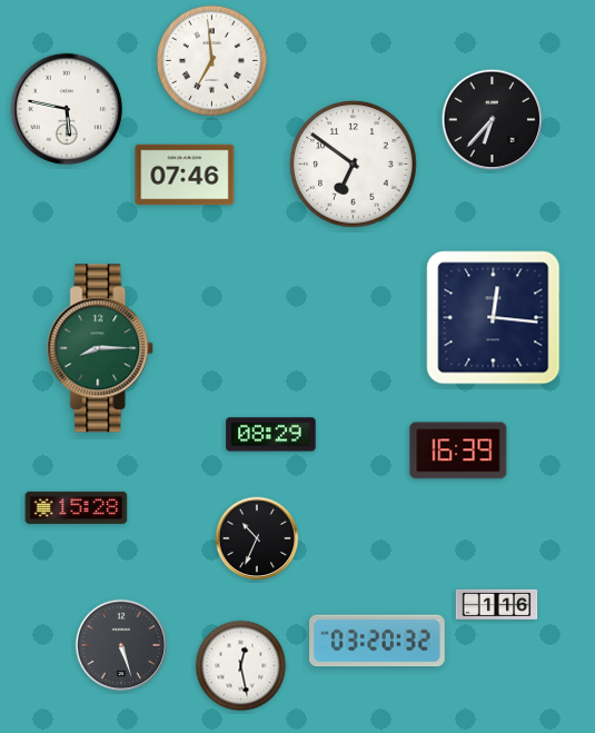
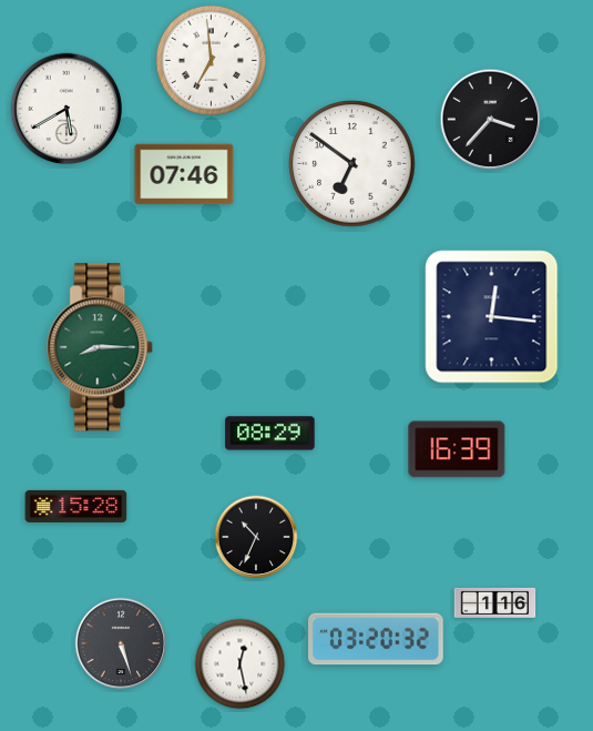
clock at (66, 108): 5:47 -> 5:40
clock at (493, 120): 6:37 -> 3:37
